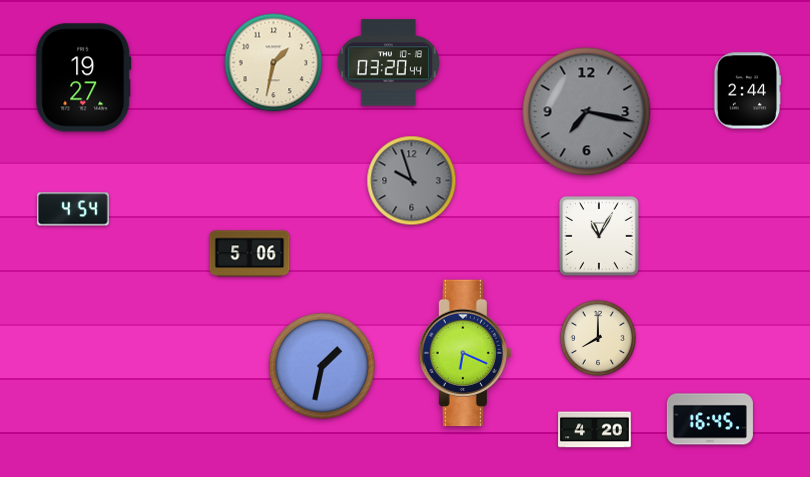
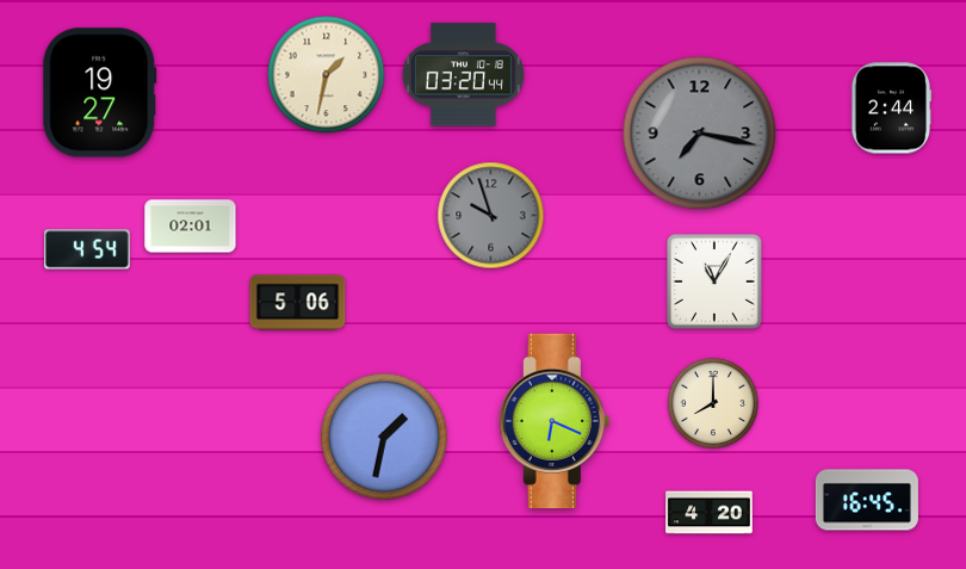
clock at (191, 227): none -> 02:01
clock at (710, 419) position: (710, 419) -> (867, 500)
